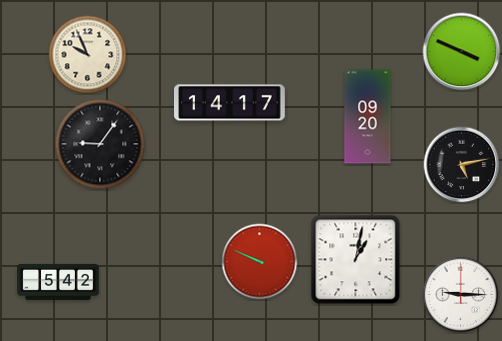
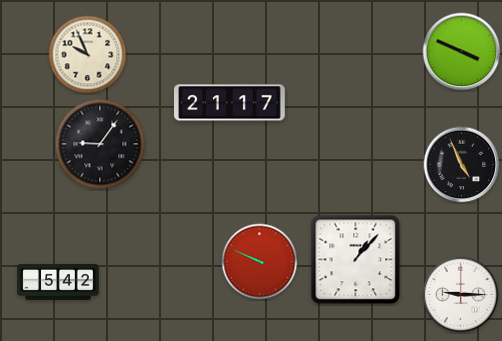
clock at (230, 103): 14:17 -> 21:17
clock at (368, 117): 09:20 -> none
clock at (462, 165): 5:13 -> 4:56
clock at (356, 260): 1:02 -> 1:07
